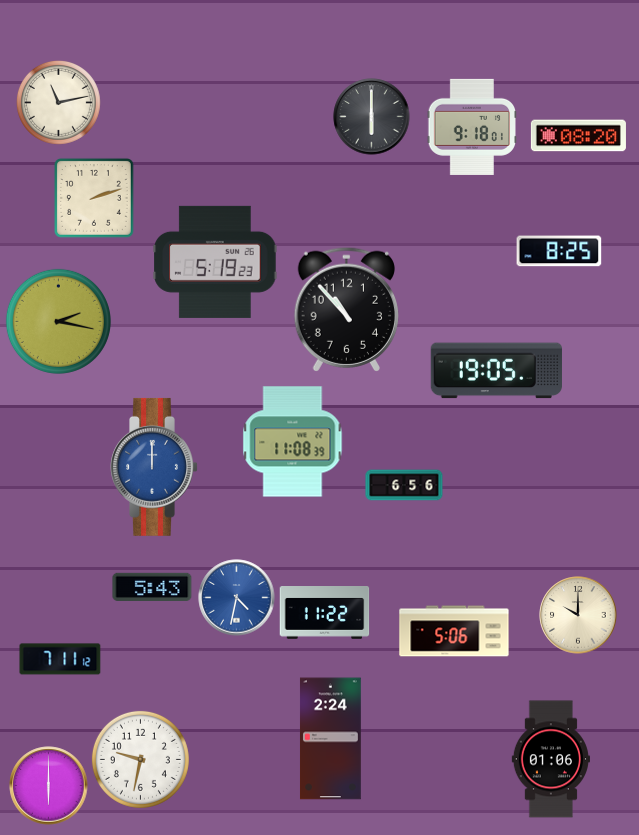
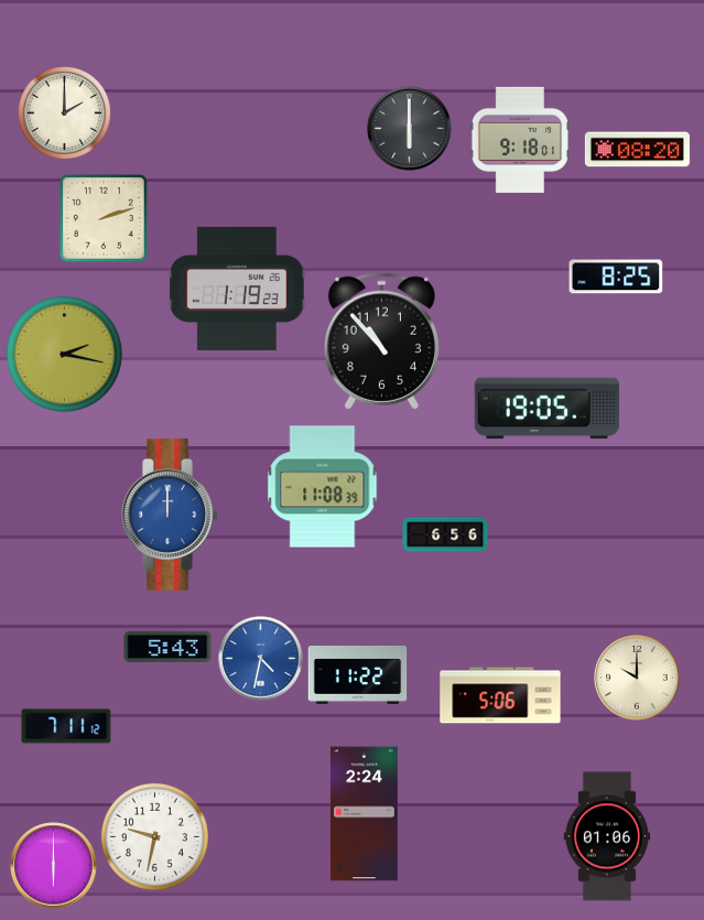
clock at (58, 102): 11:13 -> 2:00
clock at (215, 262): 5:19 -> 1:19
